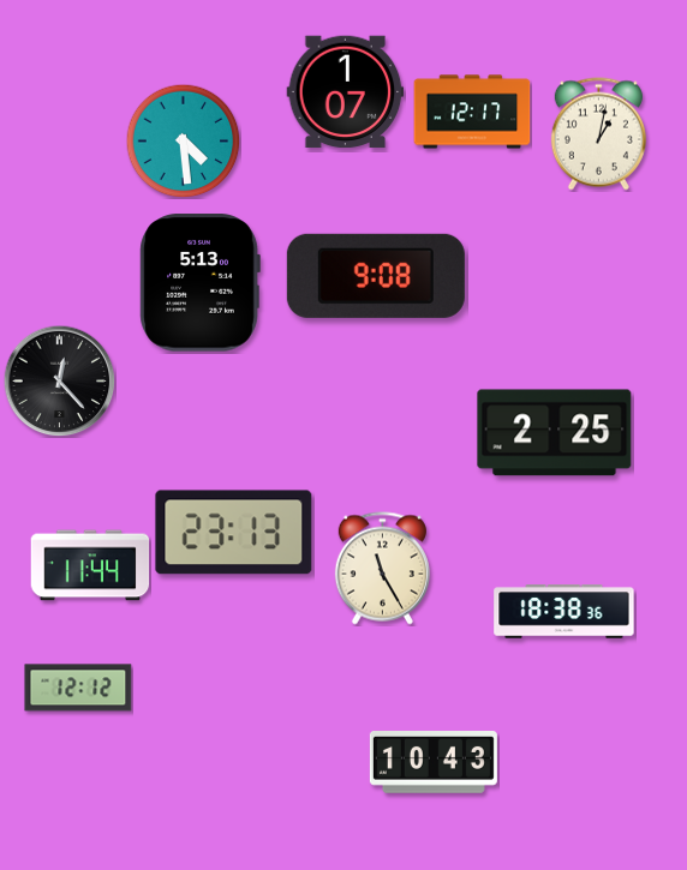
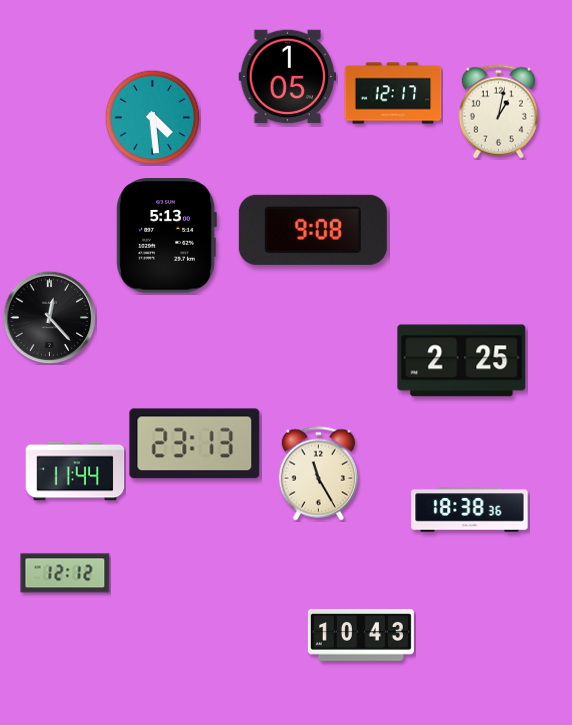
clock at (346, 92): 1:07 -> 1:05
